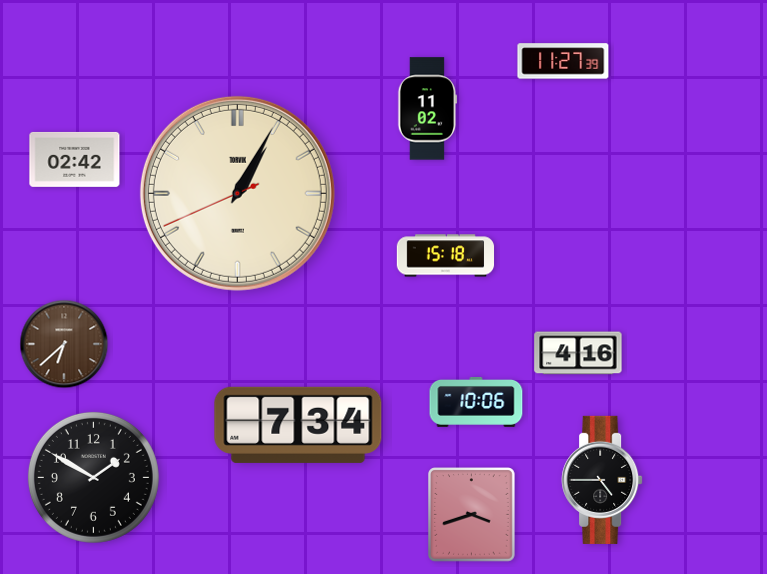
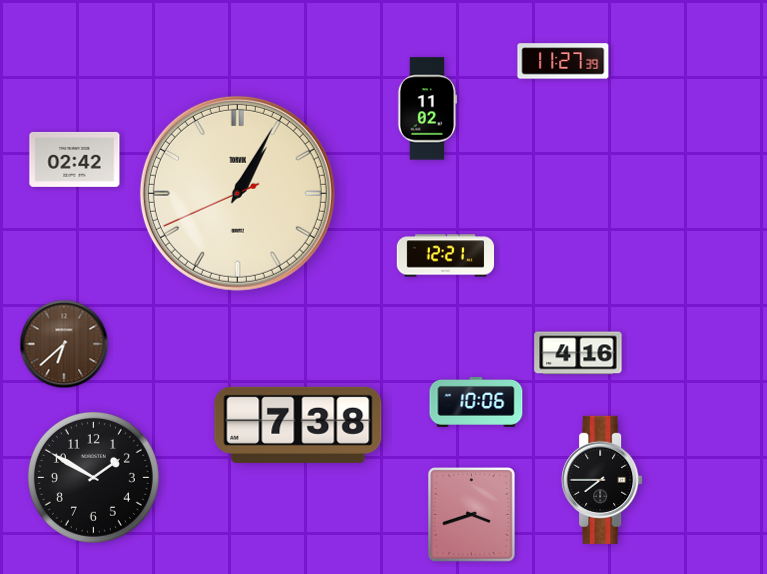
clock at (446, 256): 15:18 -> 12:21
clock at (298, 425): 7:34 -> 7:38
clock at (602, 480): 4:45 -> 7:45
